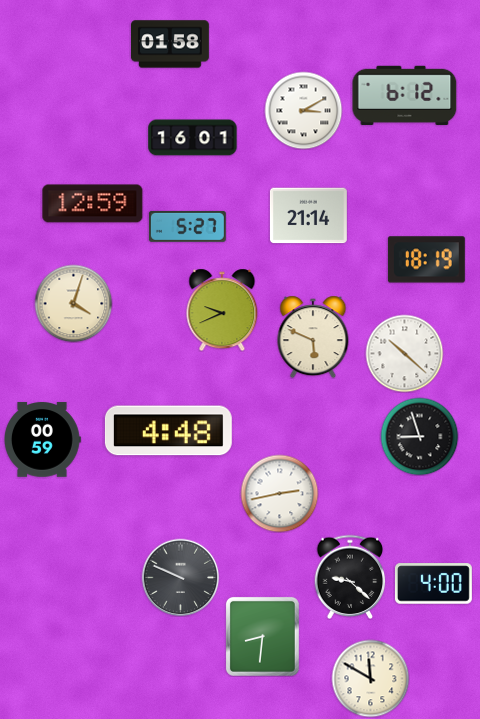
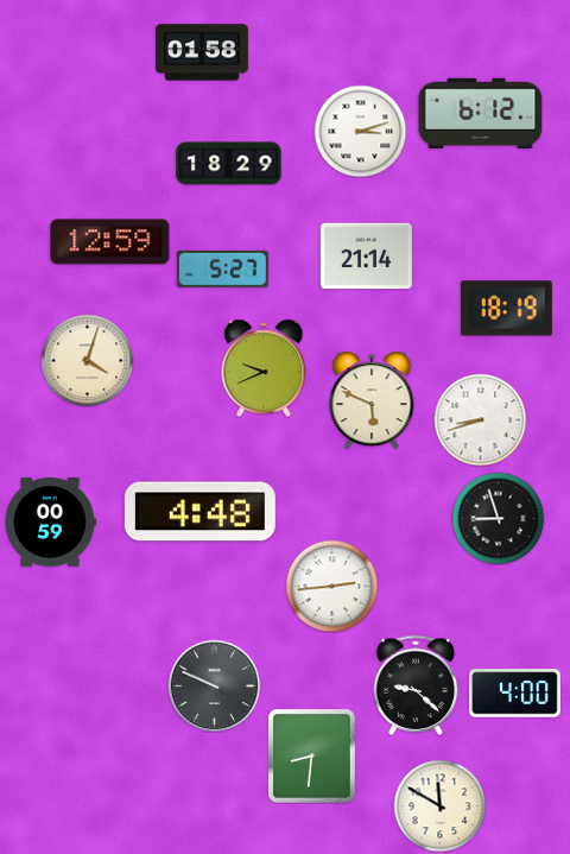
clock at (303, 110): 3:10 -> 3:12
clock at (193, 138): 16:01 -> 18:29
clock at (404, 353): 10:22 -> 8:42
clock at (279, 493): 2:43 -> 2:44
